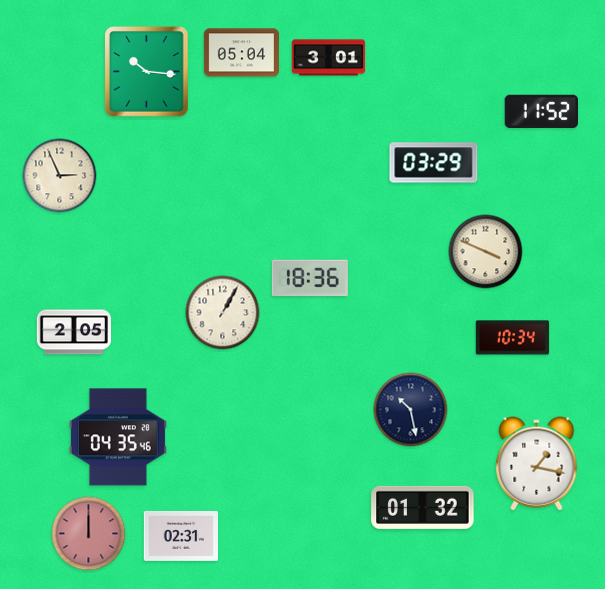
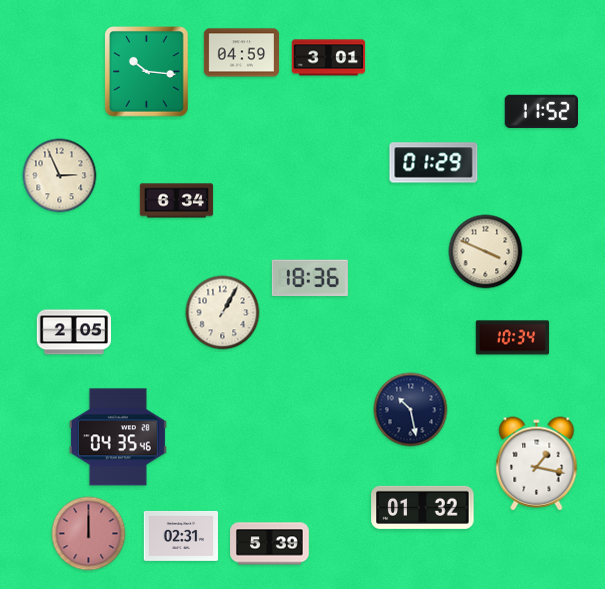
clock at (241, 53): 05:04 -> 04:59
clock at (434, 163): 03:29 -> 01:29
clock at (177, 201): none -> 6:34
clock at (270, 544): none -> 5:39
